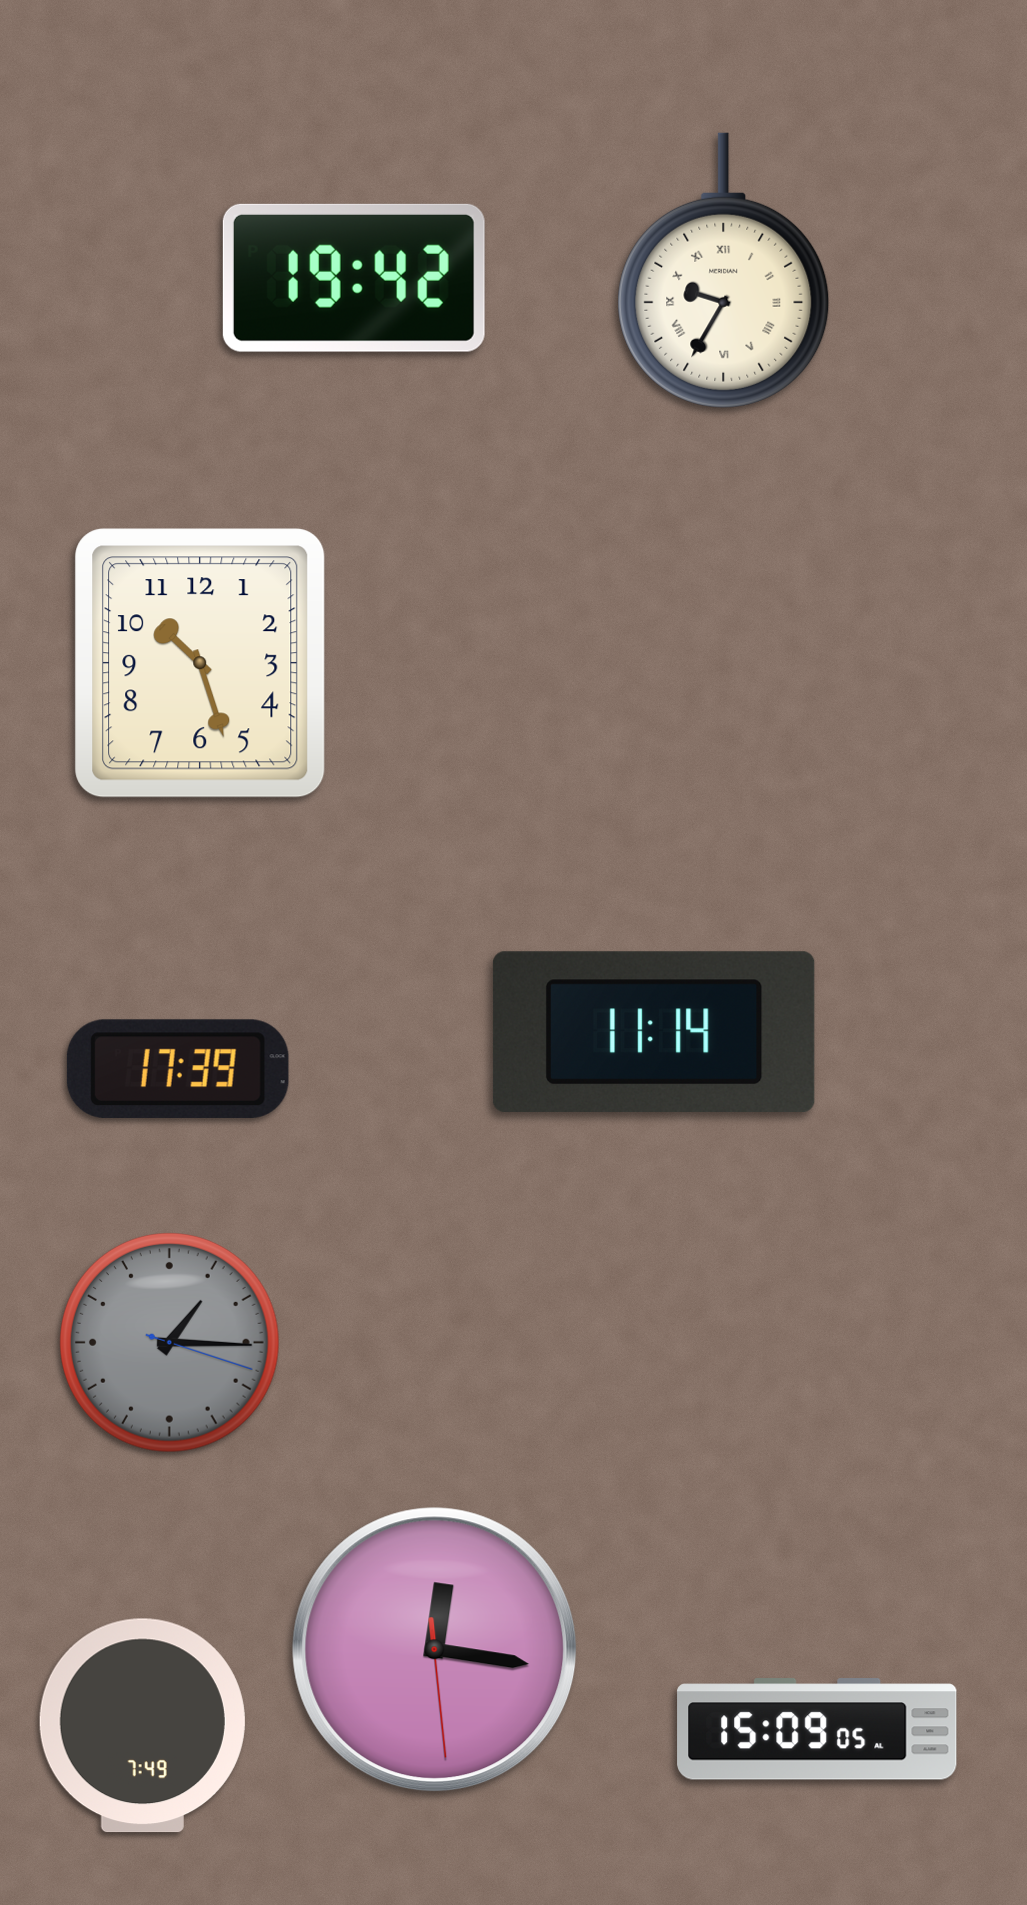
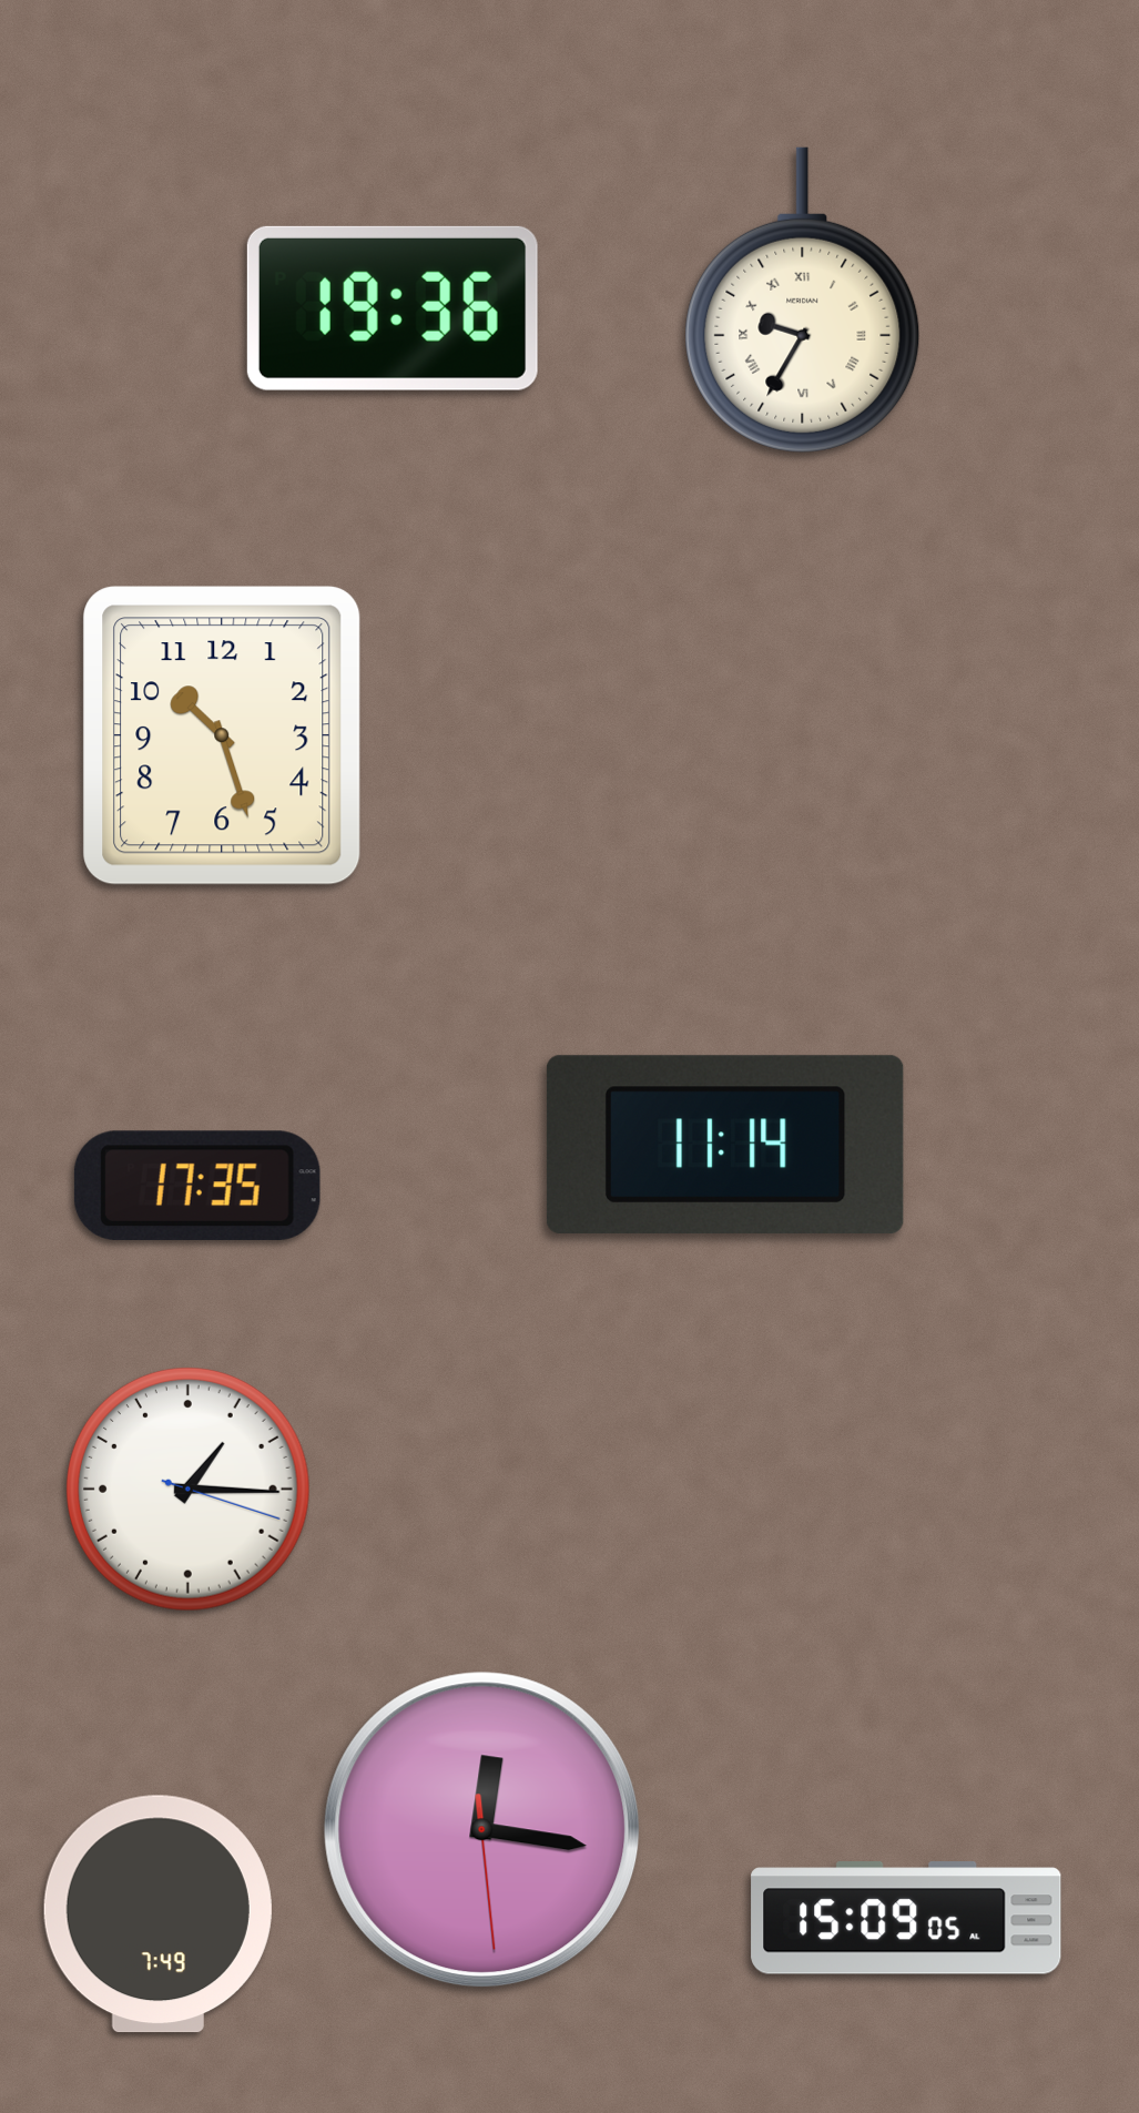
clock at (354, 278): 19:42 -> 19:36
clock at (178, 1069): 17:39 -> 17:35
clock at (170, 1343) dial: grey -> white
